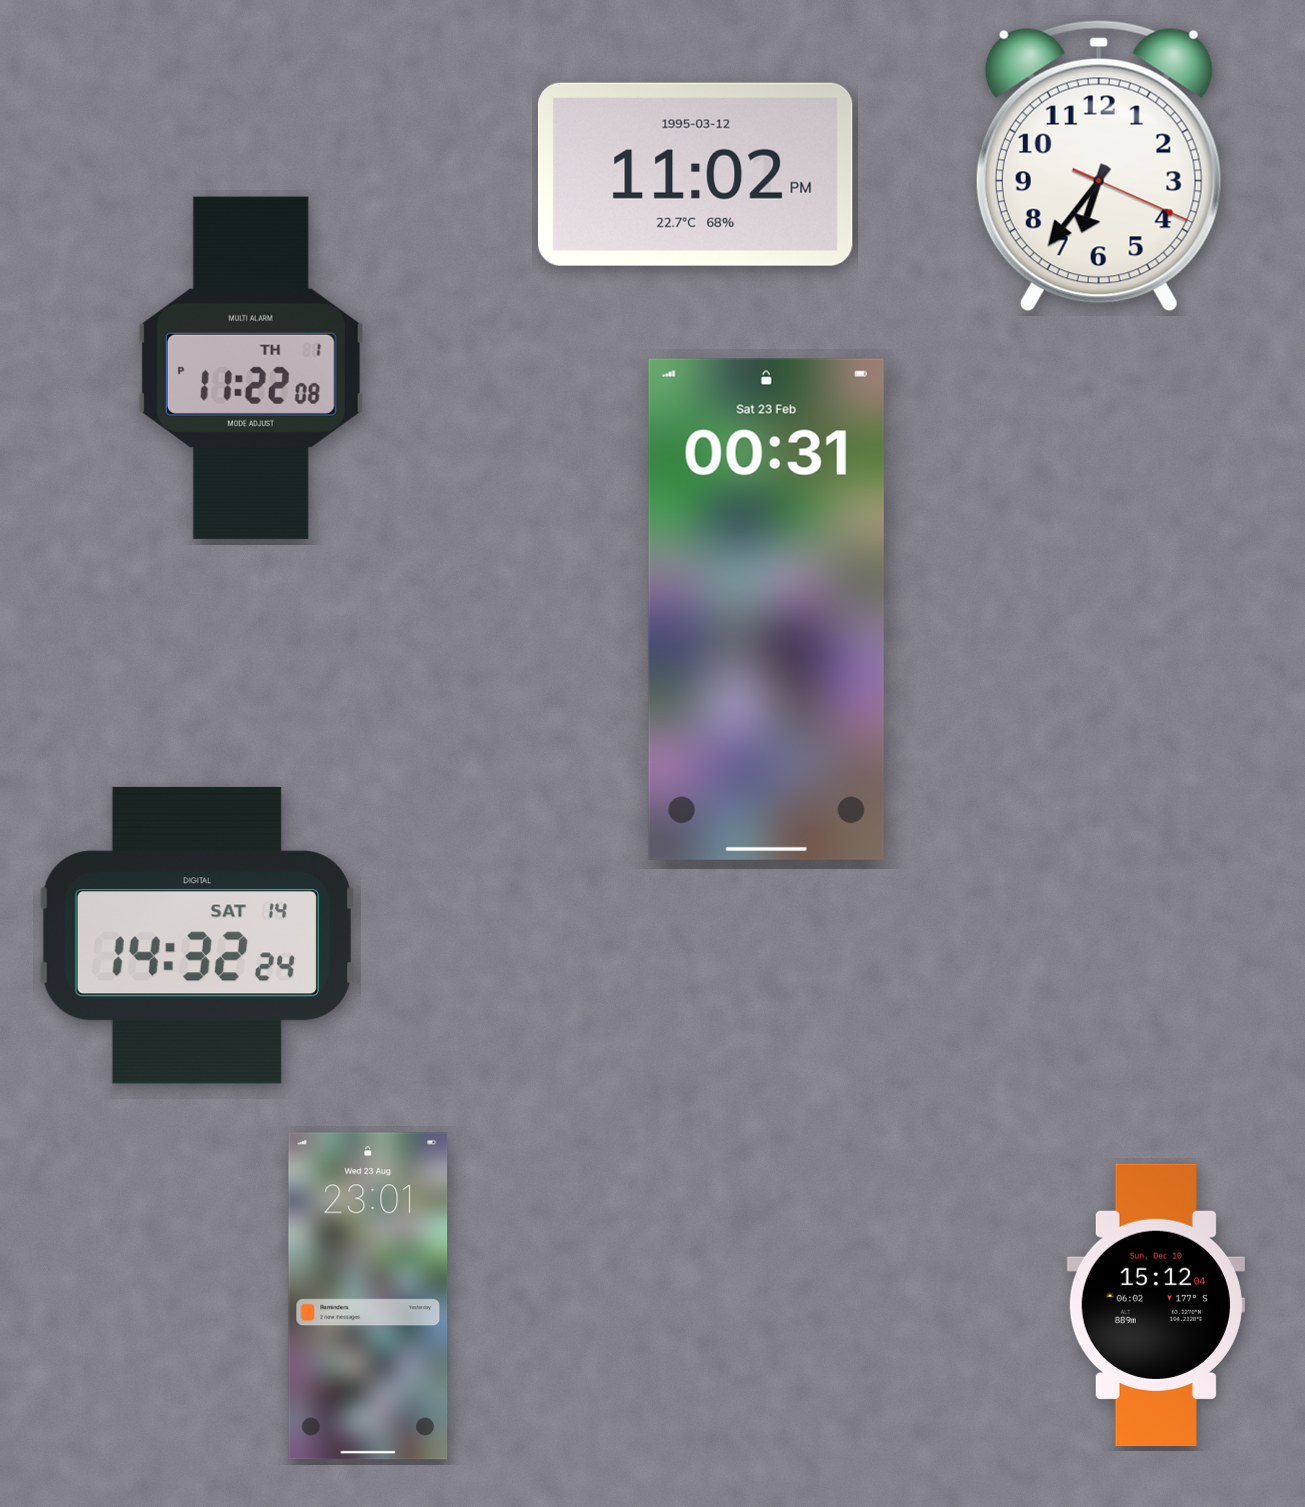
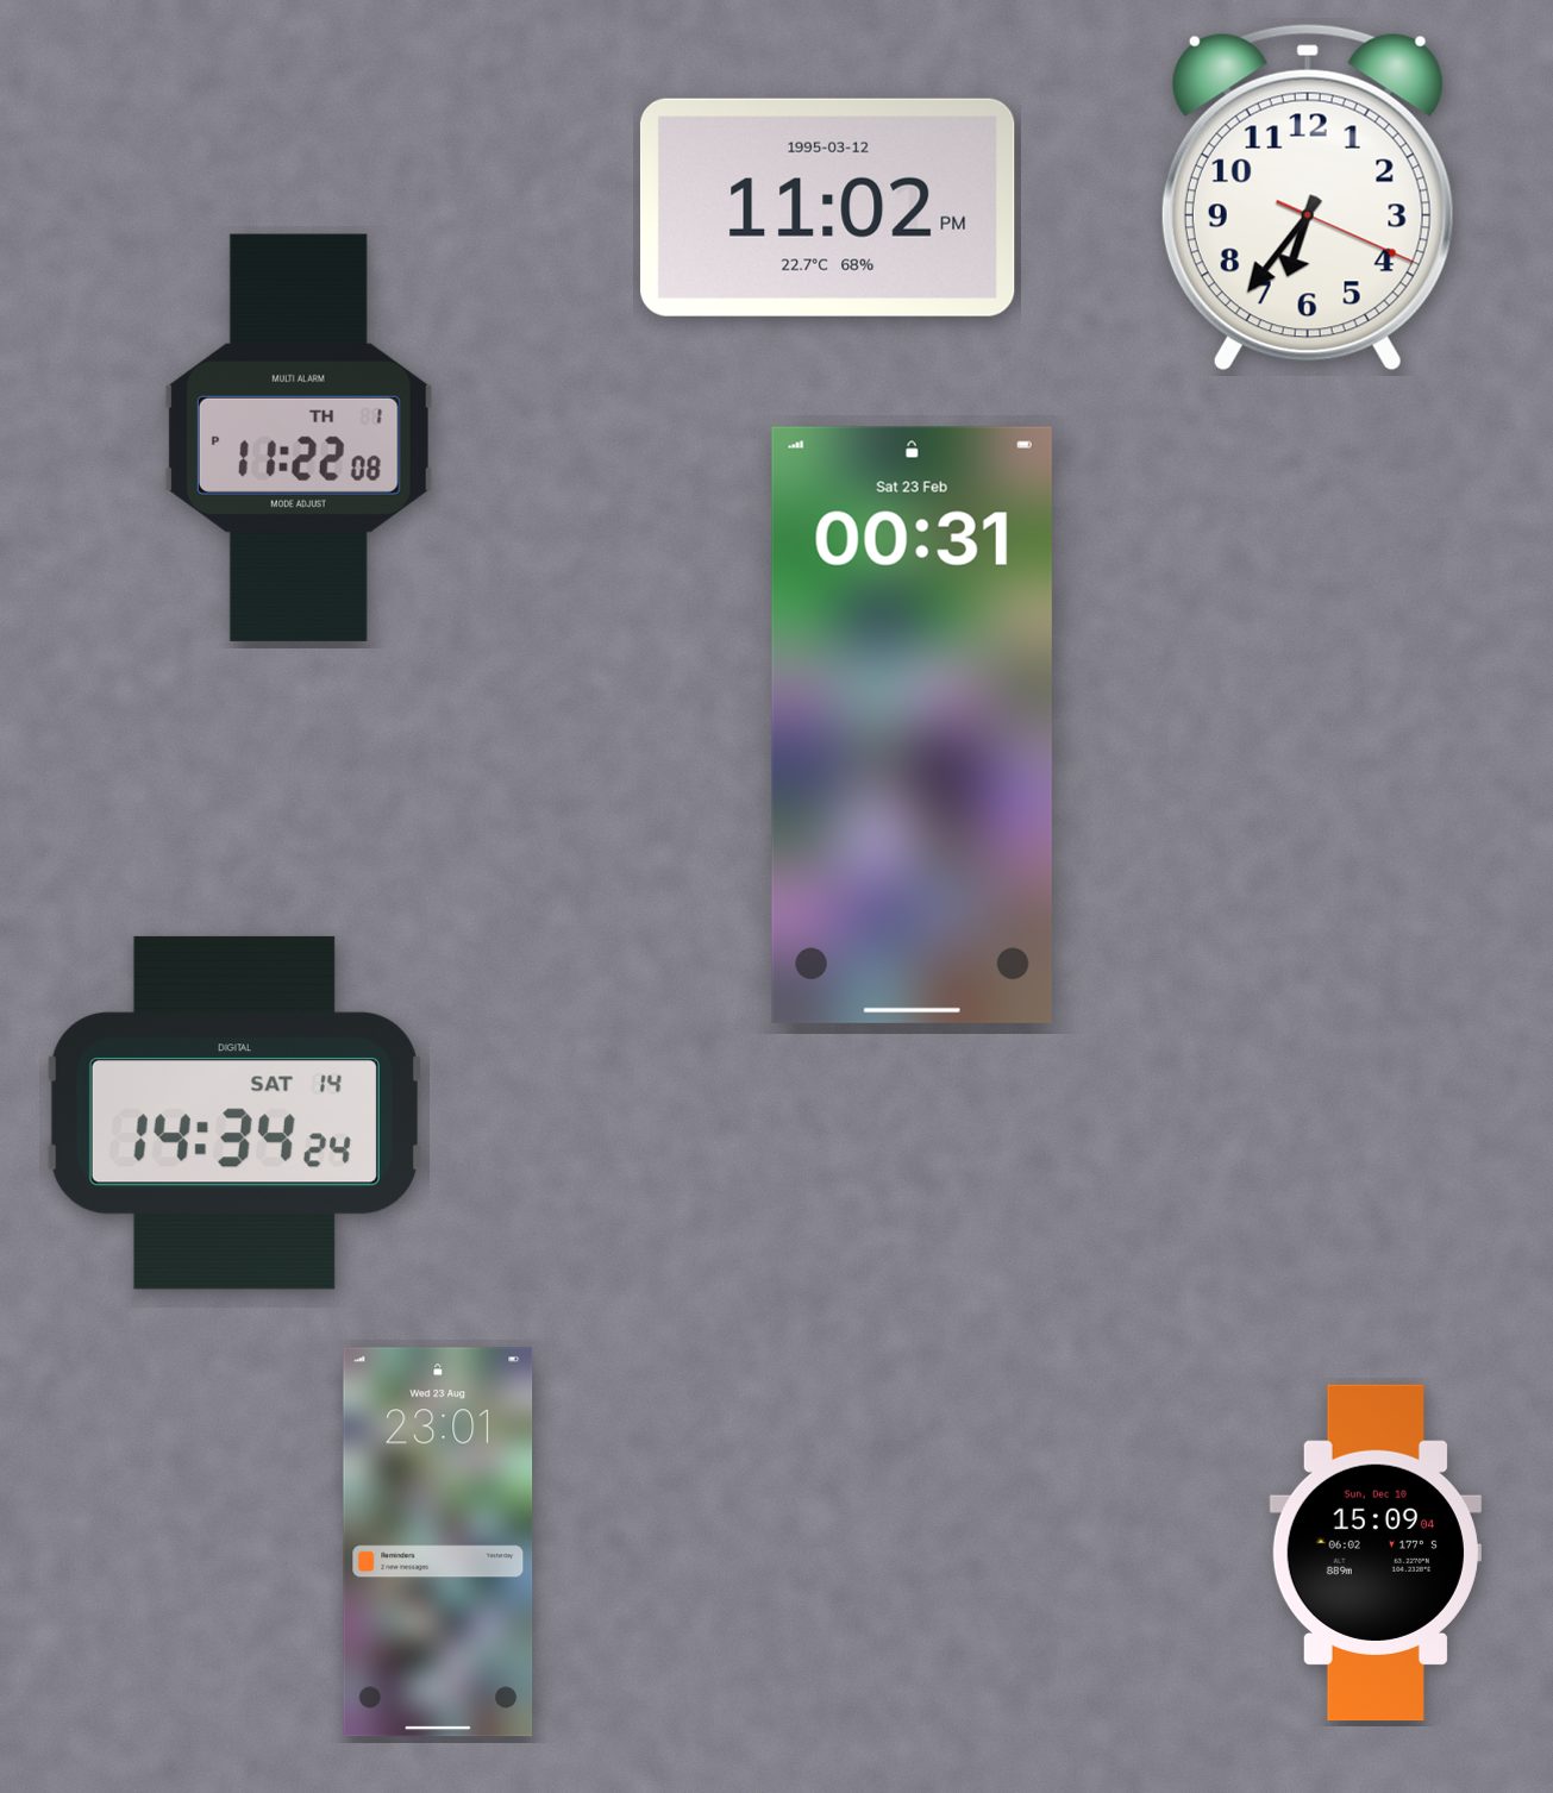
clock at (197, 935): 14:32 -> 14:34
clock at (1156, 1305): 15:12 -> 15:09
